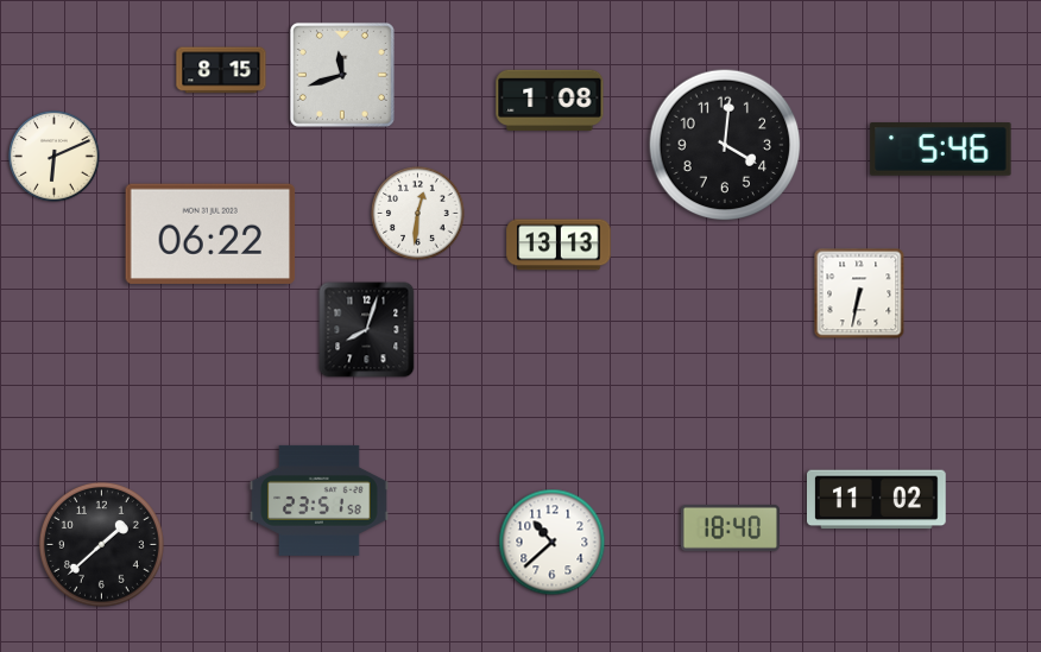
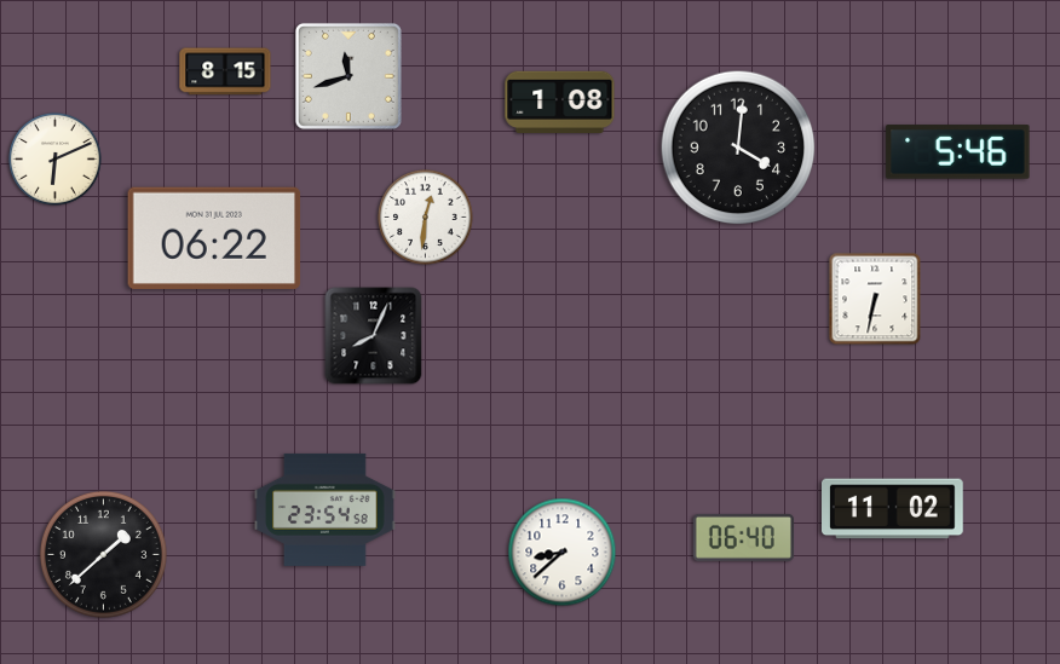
clock at (559, 245): 13:13 -> none
clock at (367, 330): 8:03 -> 8:04
clock at (320, 500): 23:51 -> 23:54
clock at (730, 527): 18:40 -> 06:40
clock at (553, 543): 10:38 -> 8:38
